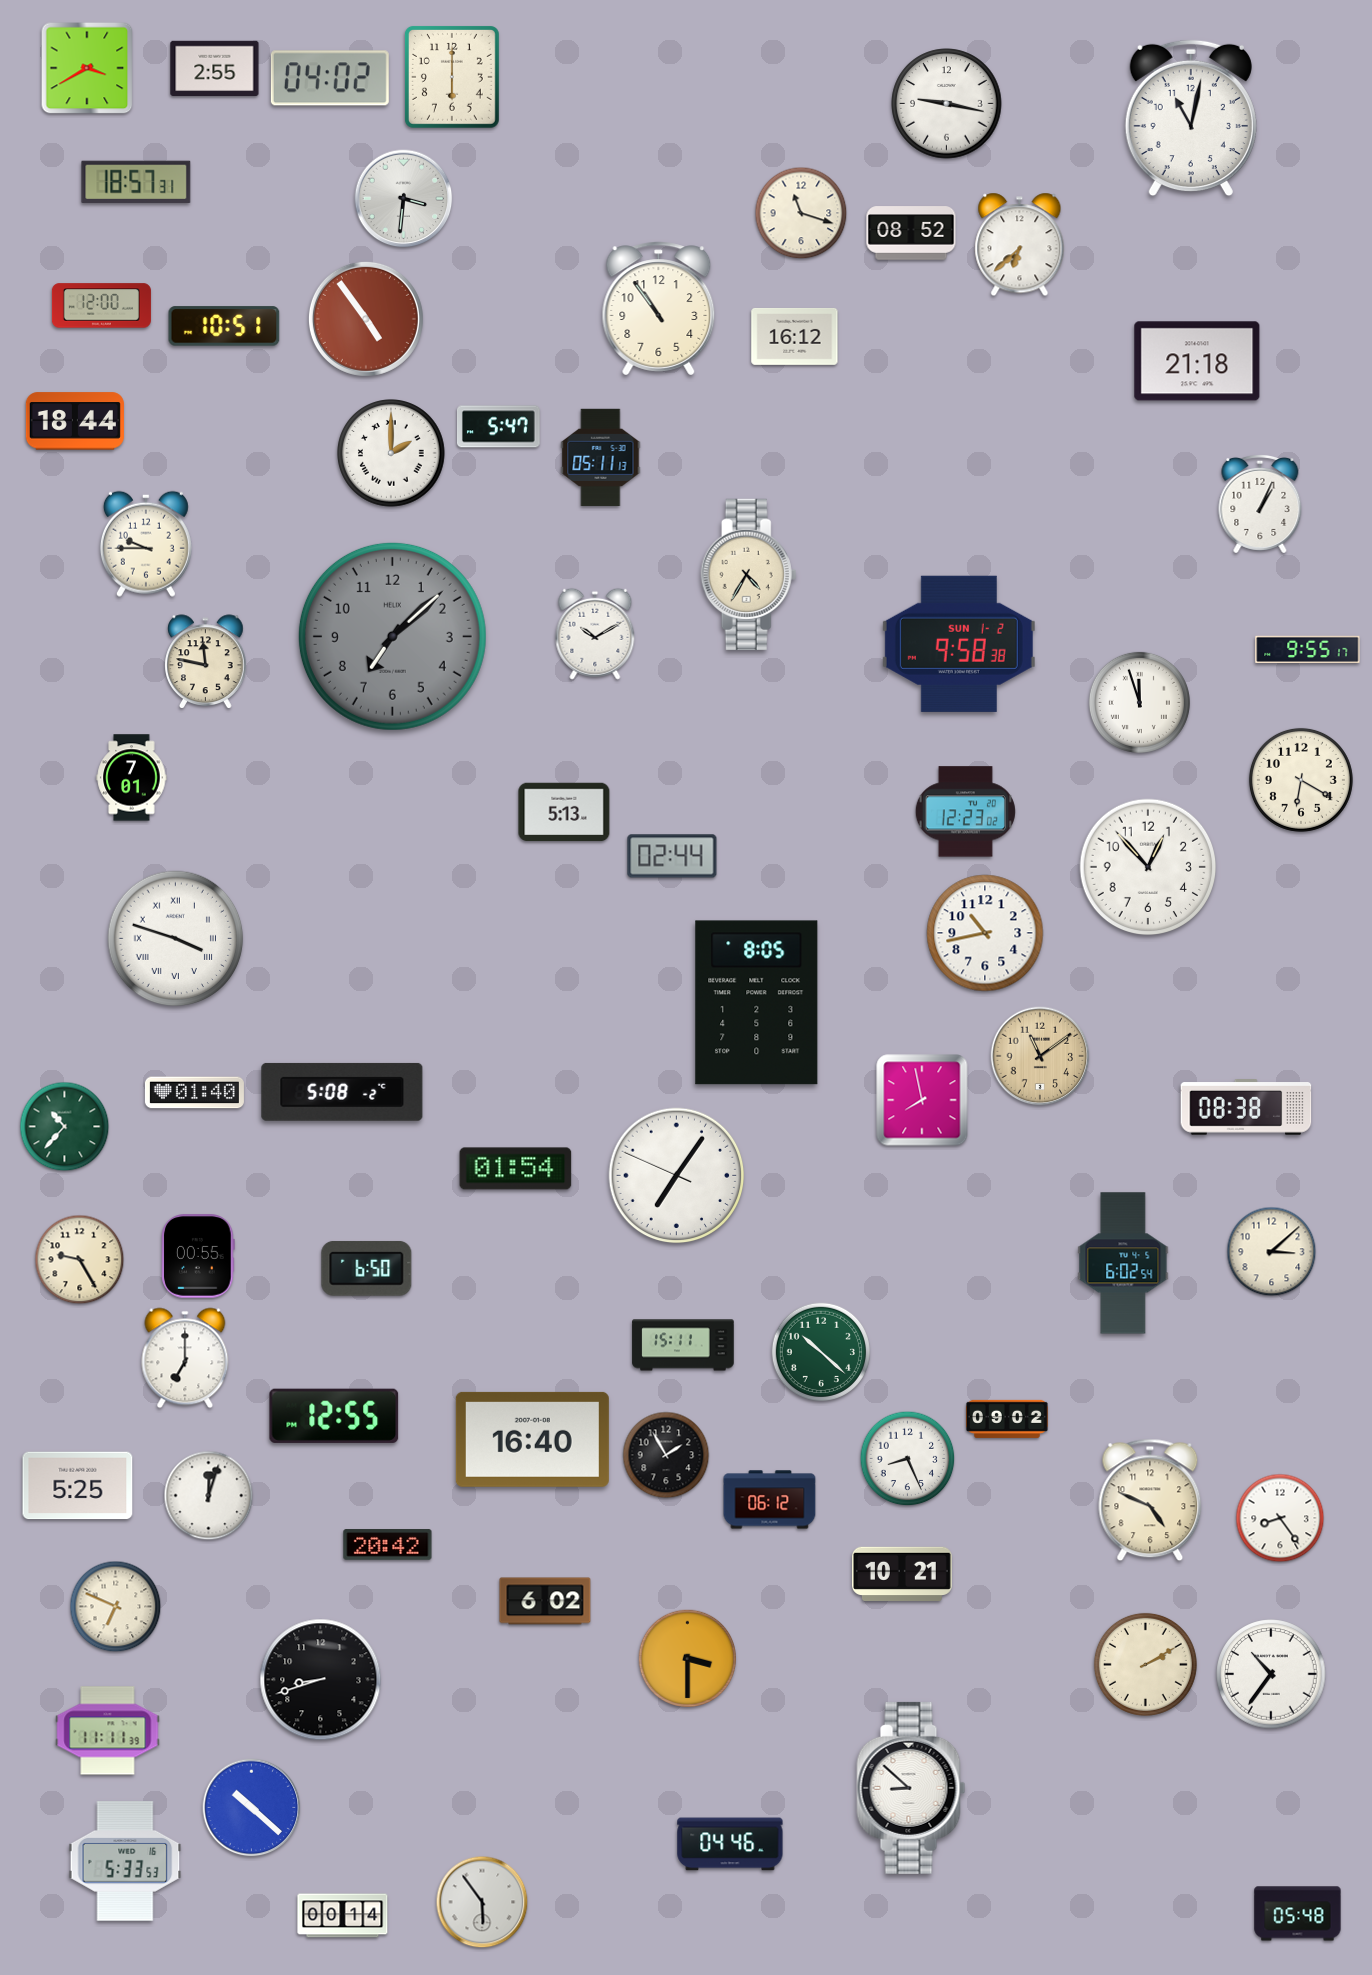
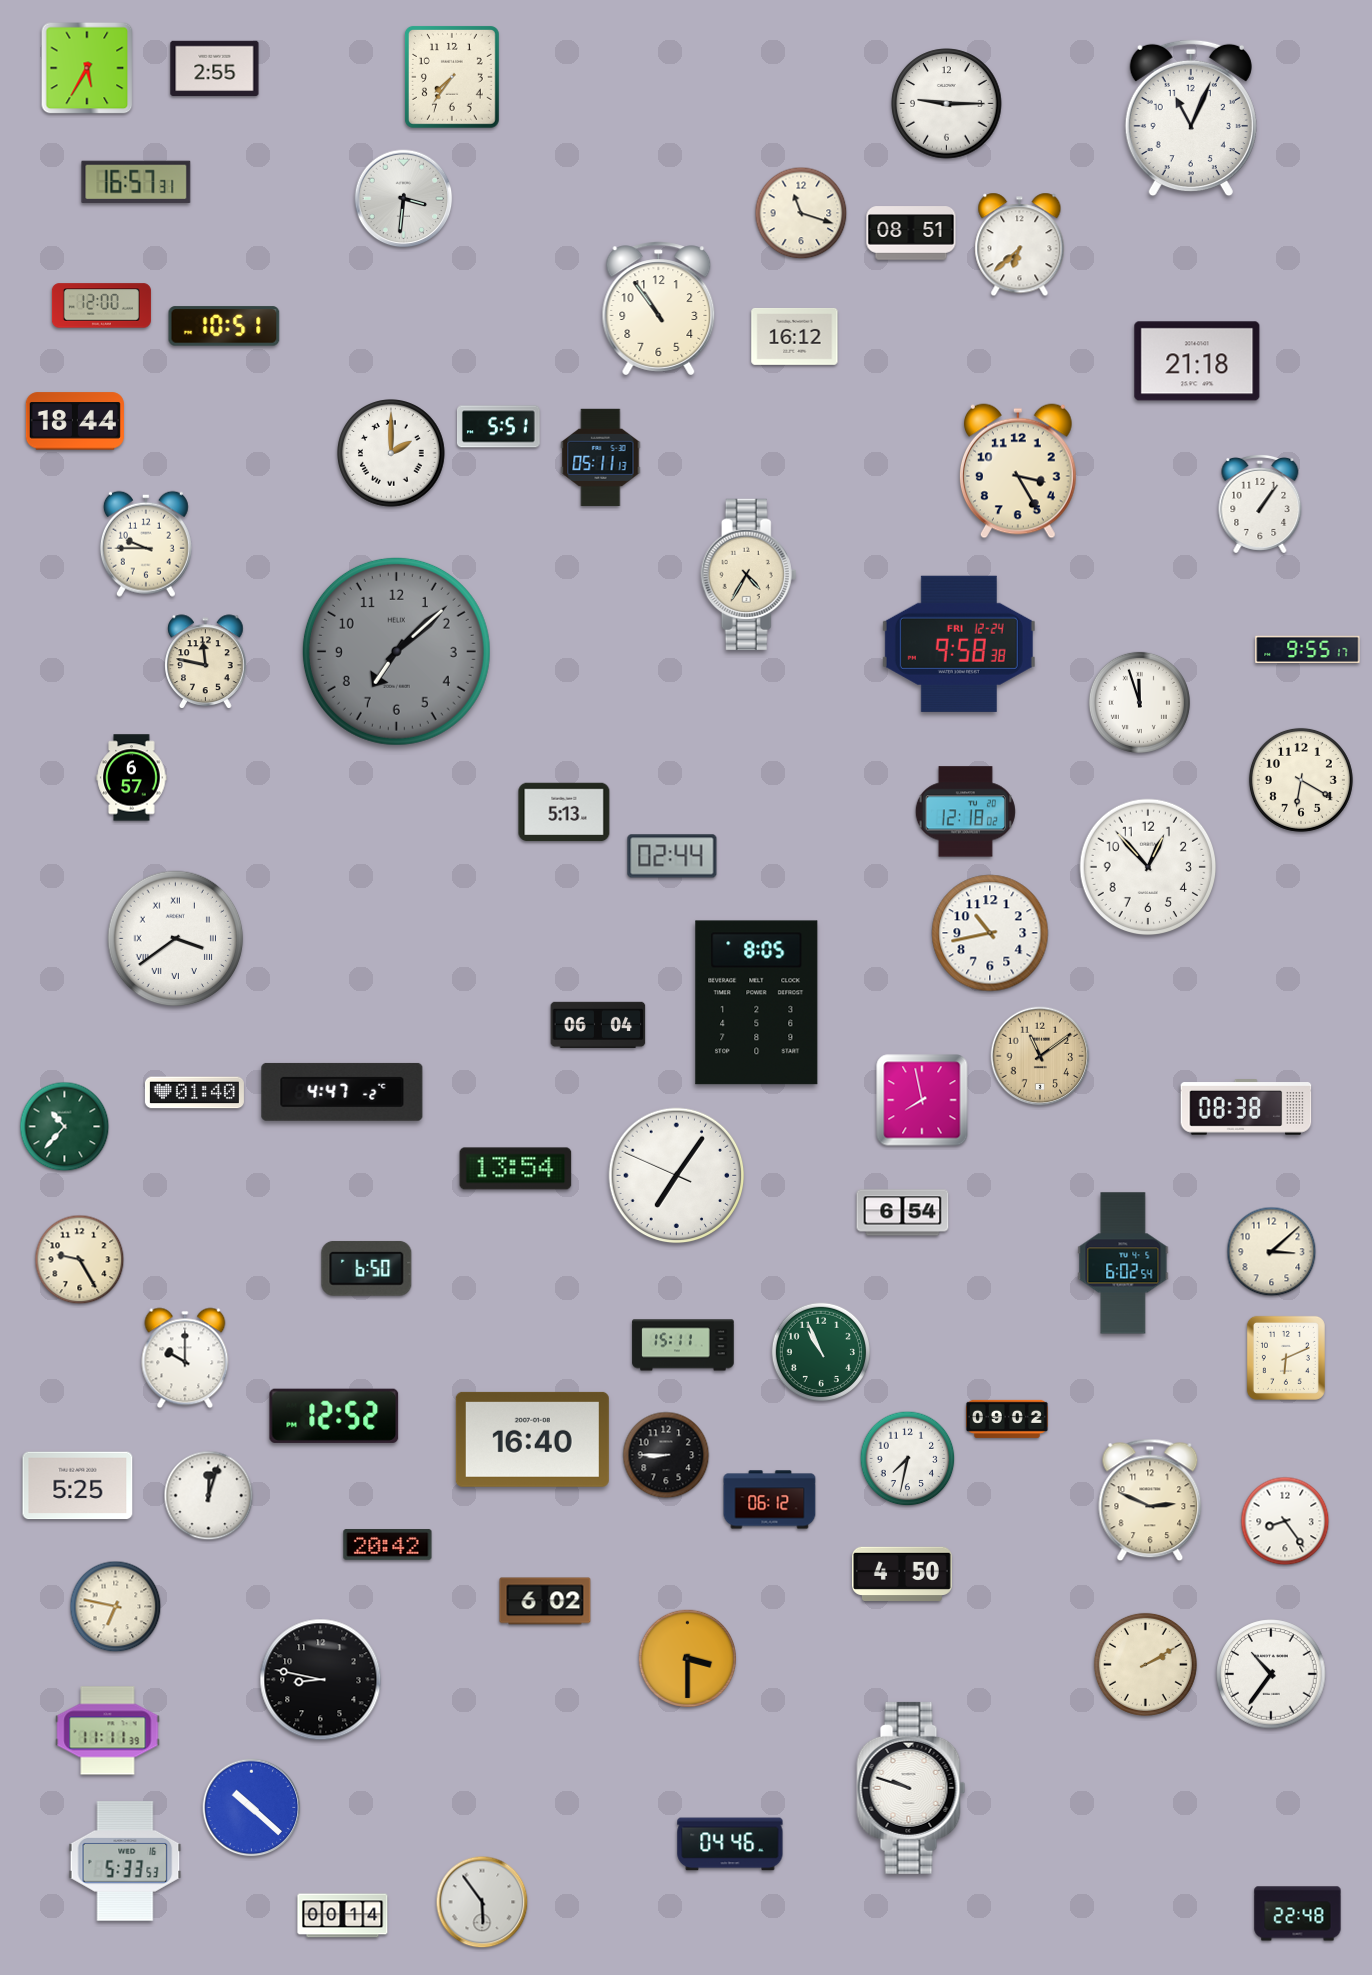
clock at (87, 68): 3:40 -> 5:35
clock at (452, 77): 6:00 -> 7:36
clock at (330, 78): 04:02 -> none
clock at (947, 104): 9:17 -> 9:15
clock at (1191, 118): 11:02 -> 11:04
clock at (136, 182): 18:57 -> 16:57
clock at (911, 233): 08:52 -> 08:51
clock at (366, 319): 4:54 -> none
clock at (499, 427): 5:47 -> 5:51
clock at (1018, 471): none -> 3:25
clock at (1260, 504): 1:04 -> 1:06
clock at (595, 634): 10:10 -> none
clock at (392, 636) position: (392, 636) -> (396, 651)
clock at (959, 644) date: SUN 1-2 -> FRI 12-24
clock at (132, 778): 7:01 -> 6:57
clock at (965, 812): 12:23 -> 12:18
clock at (985, 933) position: (985, 933) -> (990, 933)
clock at (176, 939): 3:48 -> 3:39
clock at (598, 1025): none -> 06:04
clock at (342, 1092): 5:08 -> 4:47
clock at (516, 1169): 01:54 -> 13:54
clock at (903, 1213): none -> 6:54
clock at (198, 1256): 00:55 -> none
clock at (820, 1351): 10:22 -> 10:56
clock at (185, 1358): 7:00 -> 10:00
clock at (1286, 1358): none -> 6:11
clock at (334, 1416): 12:55 -> 12:52
clock at (666, 1455): 1:55 -> 8:45
clock at (908, 1459): 8:26 -> 7:32
clock at (1150, 1500): 4:49 -> 2:49
clock at (1280, 1518) position: (1280, 1518) -> (1285, 1521)
clock at (902, 1574): 10:21 -> 4:50
clock at (116, 1607): 6:49 -> 6:47
clock at (321, 1680): 8:42 -> 8:47
clock at (911, 1788): 8:52 -> 9:48
clock at (1298, 1914): 05:48 -> 22:48
